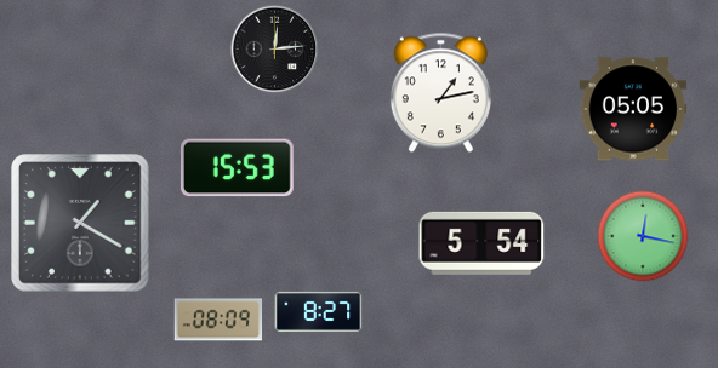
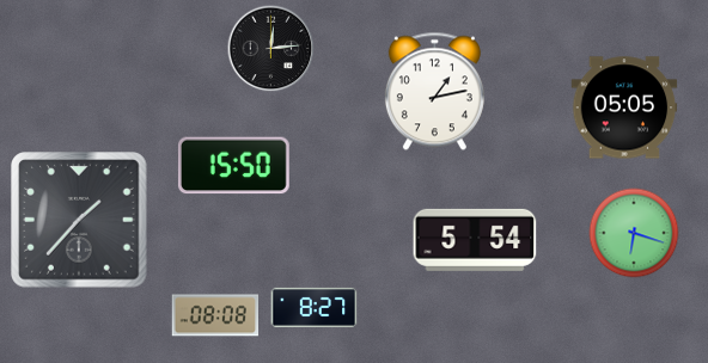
clock at (237, 168): 15:53 -> 15:50
clock at (80, 223): 1:20 -> 1:37
clock at (643, 236): 12:17 -> 6:18
clock at (218, 320): 08:09 -> 08:08
